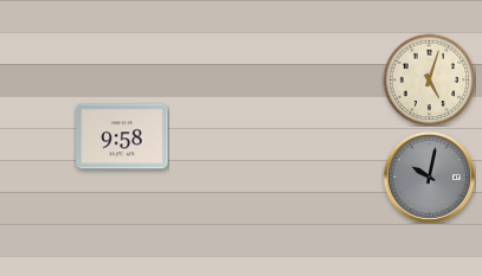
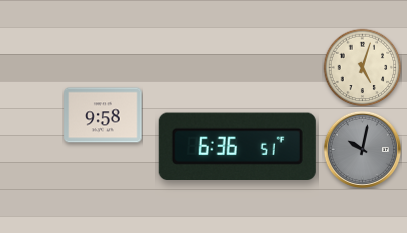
clock at (237, 146): none -> 6:36
